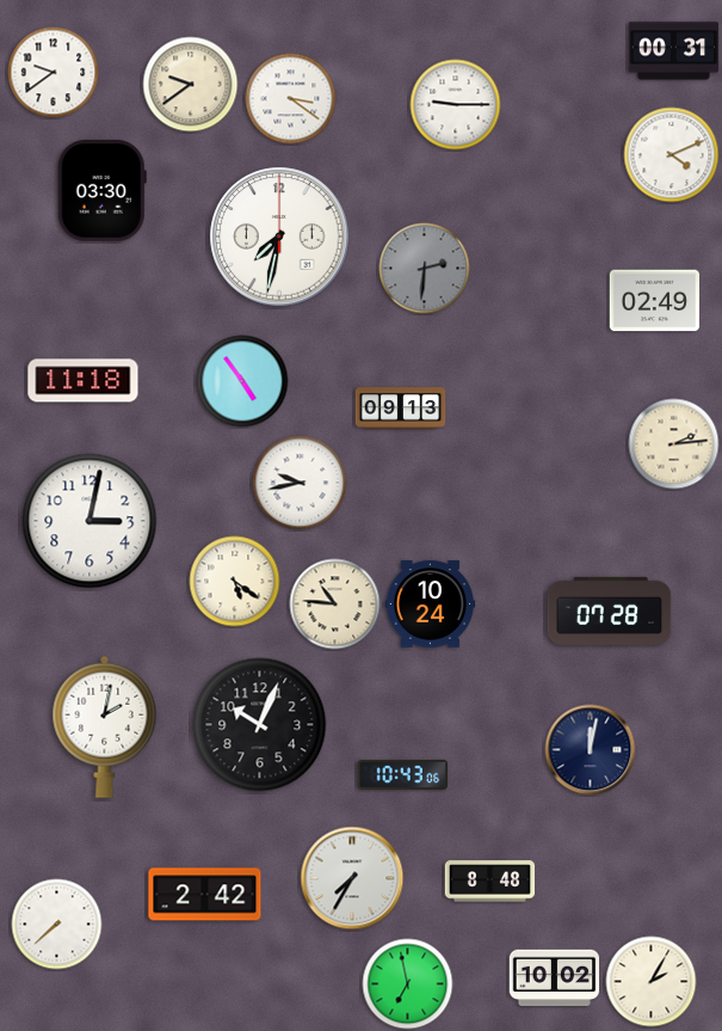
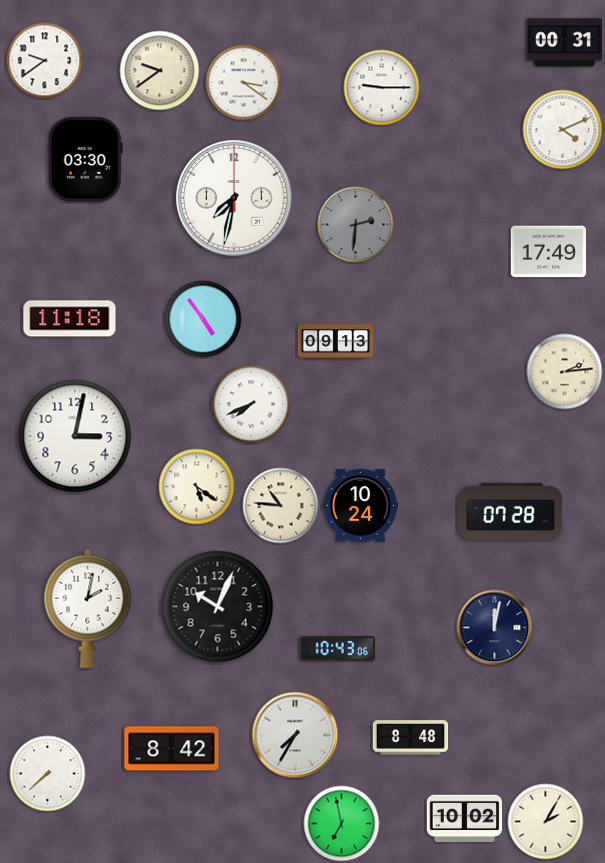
clock at (655, 301): 02:49 -> 17:49
clock at (300, 483): 9:43 -> 7:41
clock at (205, 895): 2:42 -> 8:42
